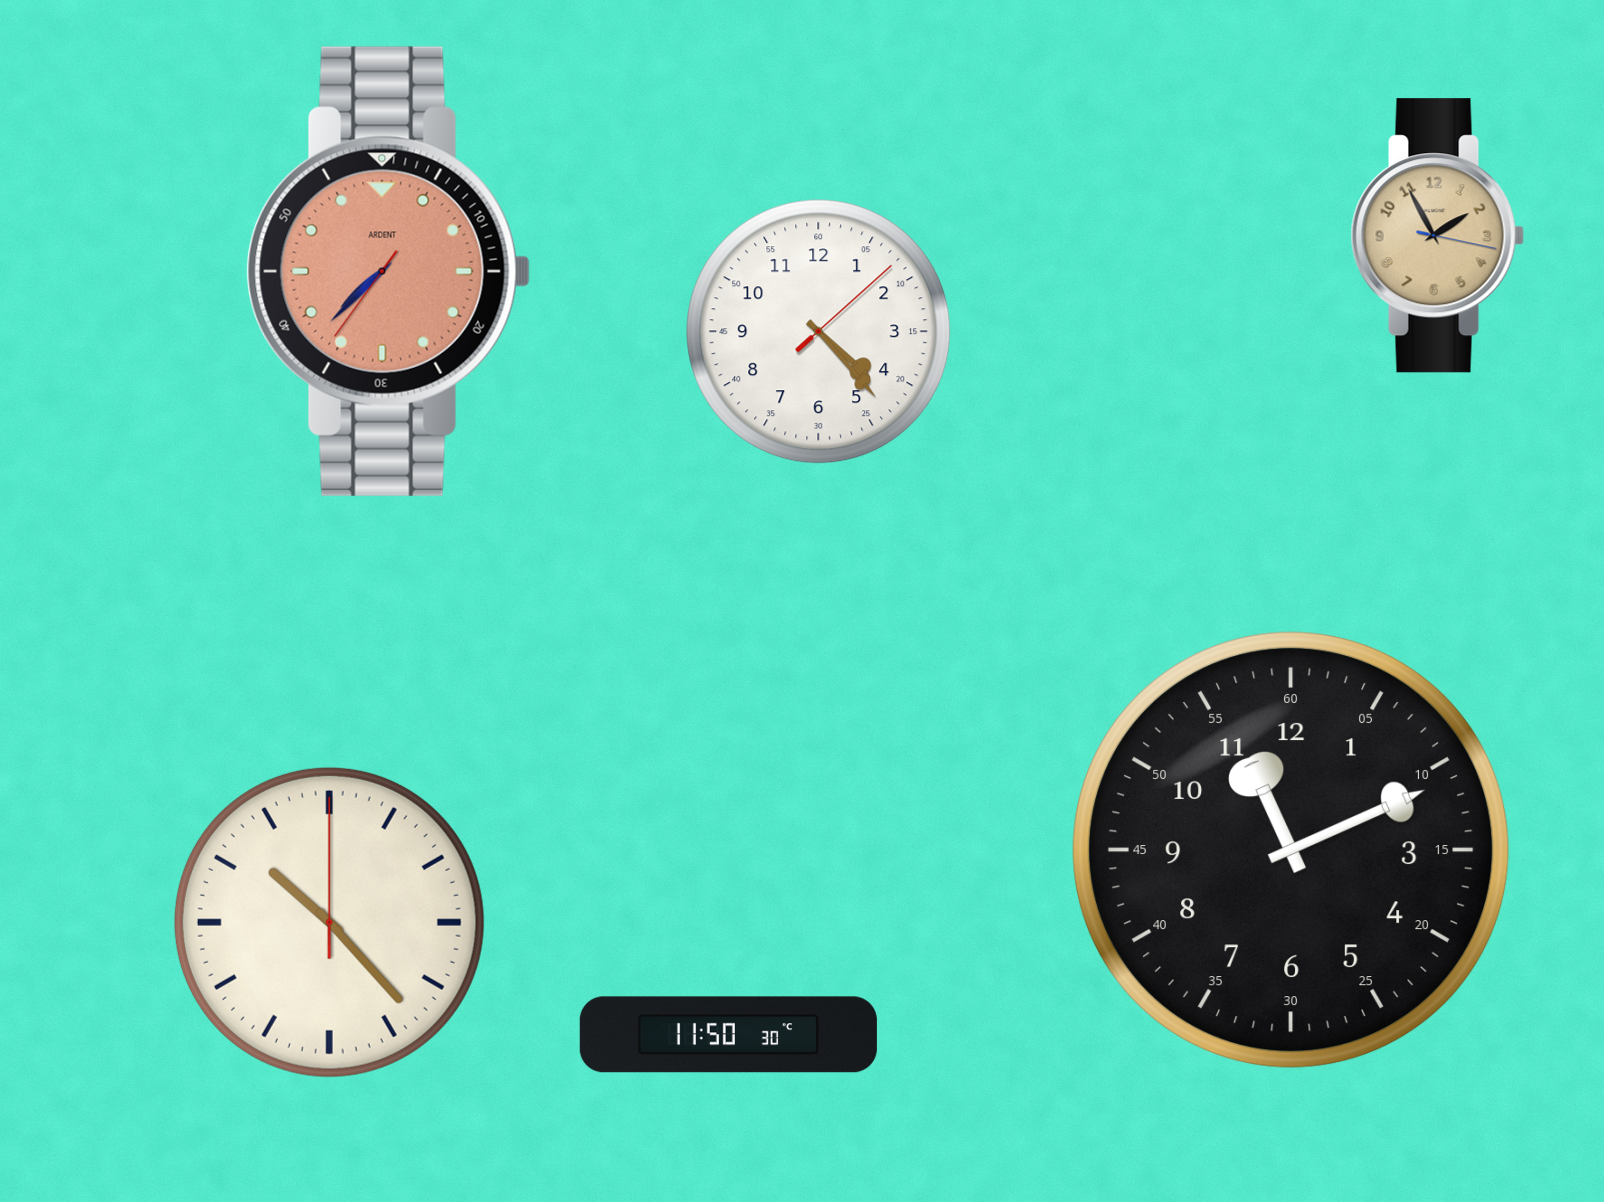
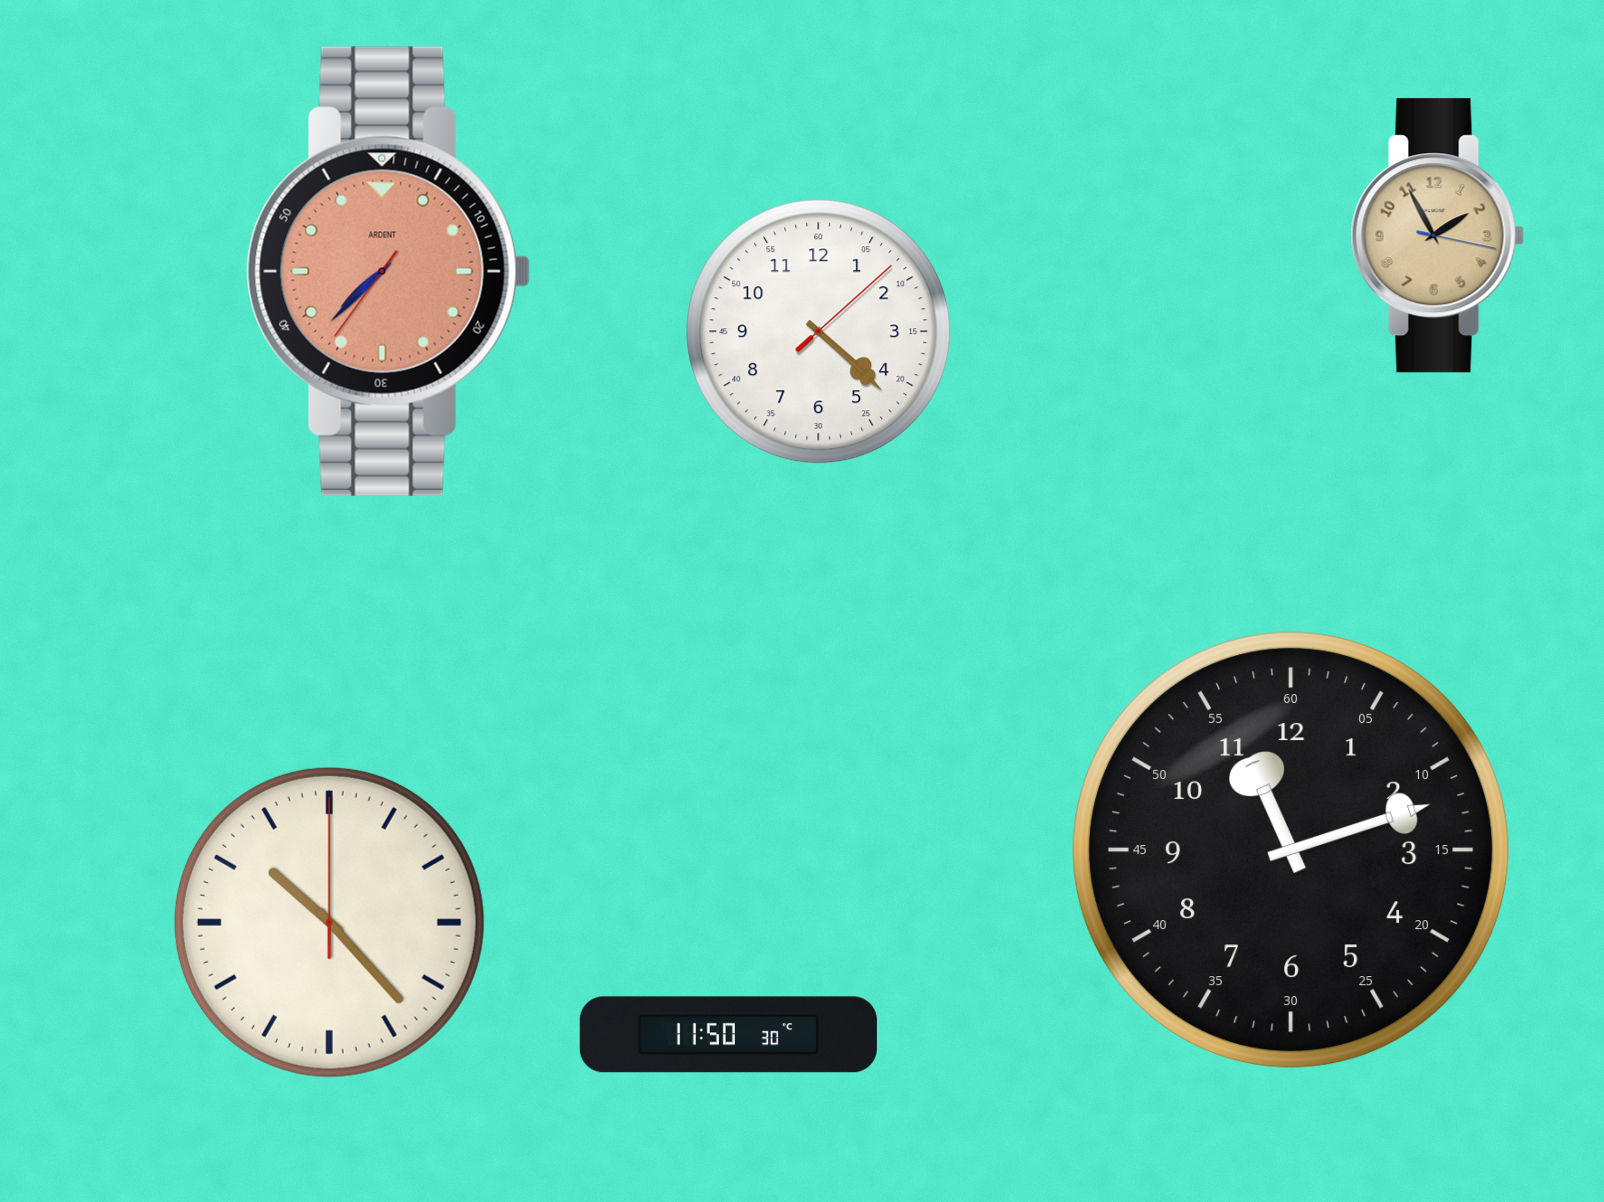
clock at (819, 332): 4:23 -> 4:22
clock at (1292, 851): 11:11 -> 11:12
